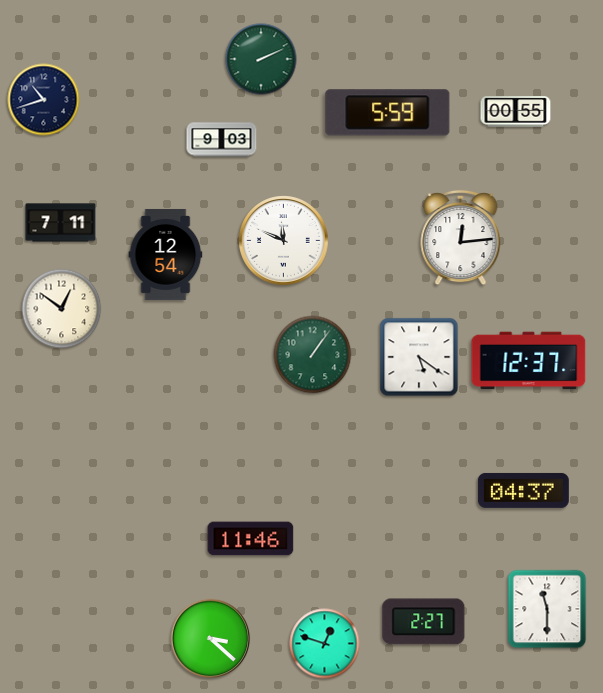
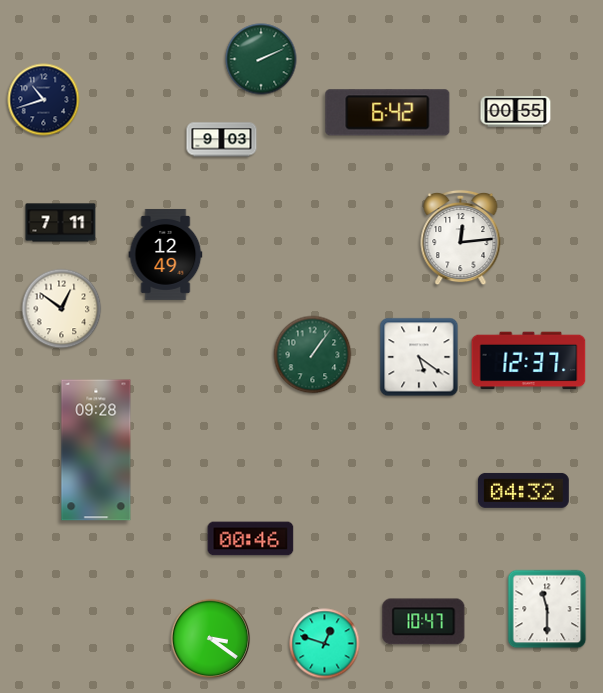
clock at (388, 113): 5:59 -> 6:42
clock at (284, 241): 11:49 -> none
clock at (166, 254): 12:54 -> 12:49
clock at (96, 450): none -> 09:28
clock at (523, 490): 04:37 -> 04:32
clock at (251, 539): 11:46 -> 00:46
clock at (424, 622): 2:27 -> 10:47
clock at (211, 639): 3:22 -> 3:21
